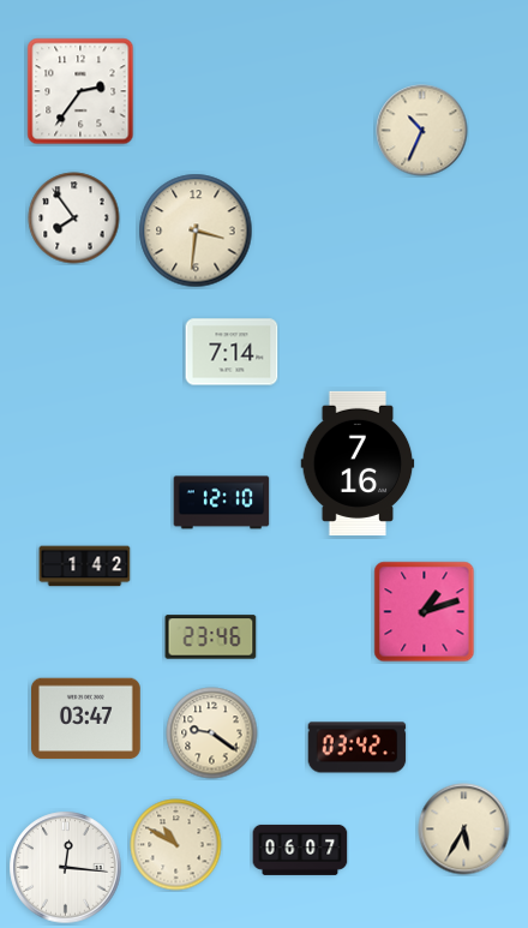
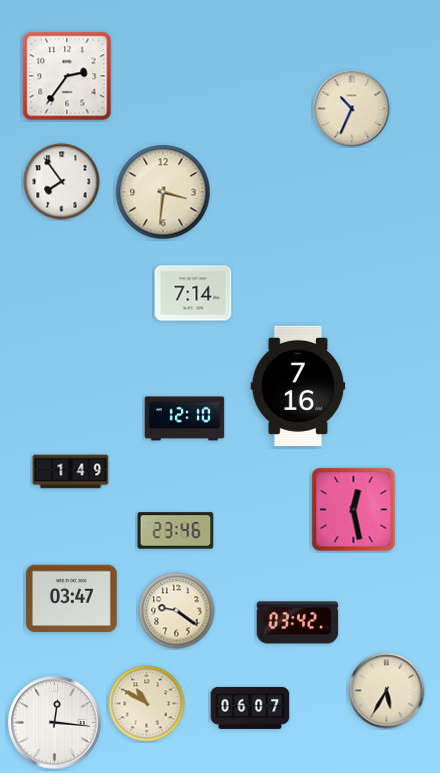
clock at (85, 567): 1:42 -> 1:49
clock at (425, 612): 1:12 -> 12:28
